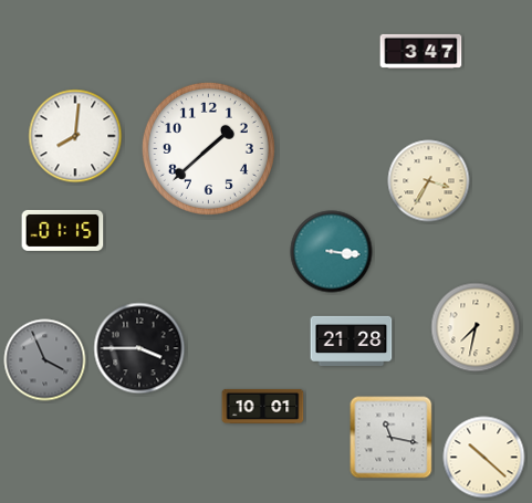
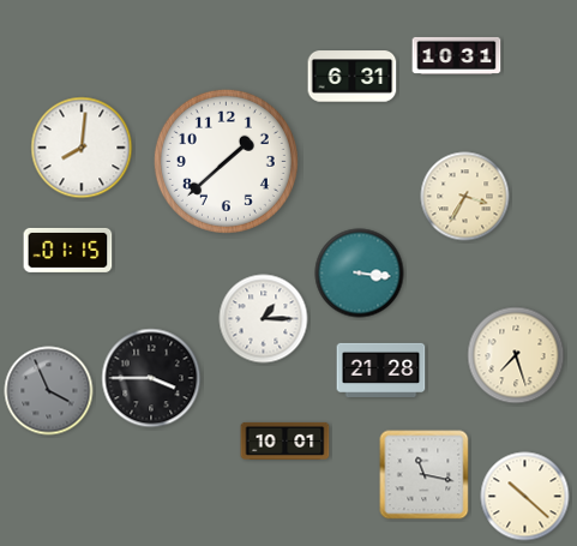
clock at (421, 51): 3:47 -> 10:31
clock at (353, 77): none -> 6:31
clock at (264, 319): none -> 1:15
clock at (476, 327): 7:32 -> 7:27
